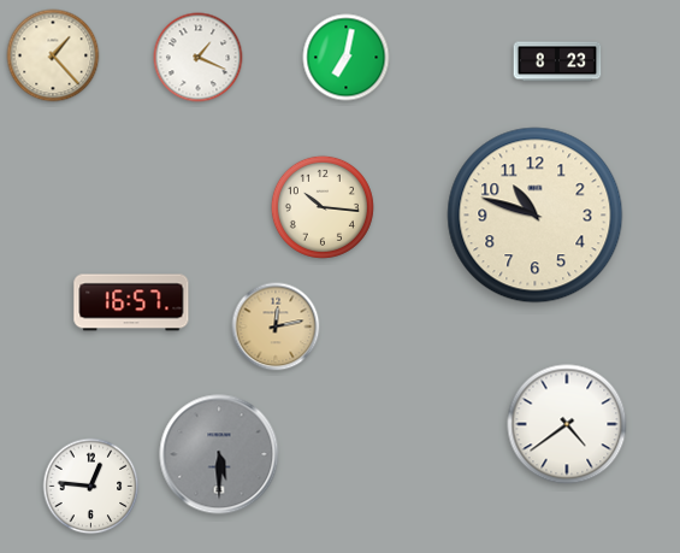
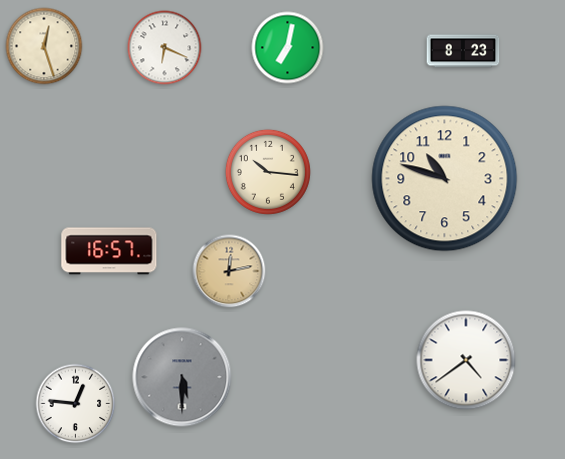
clock at (53, 55): 1:23 -> 12:27
clock at (199, 58): 1:19 -> 6:19
clock at (567, 424) position: (567, 424) -> (466, 360)
